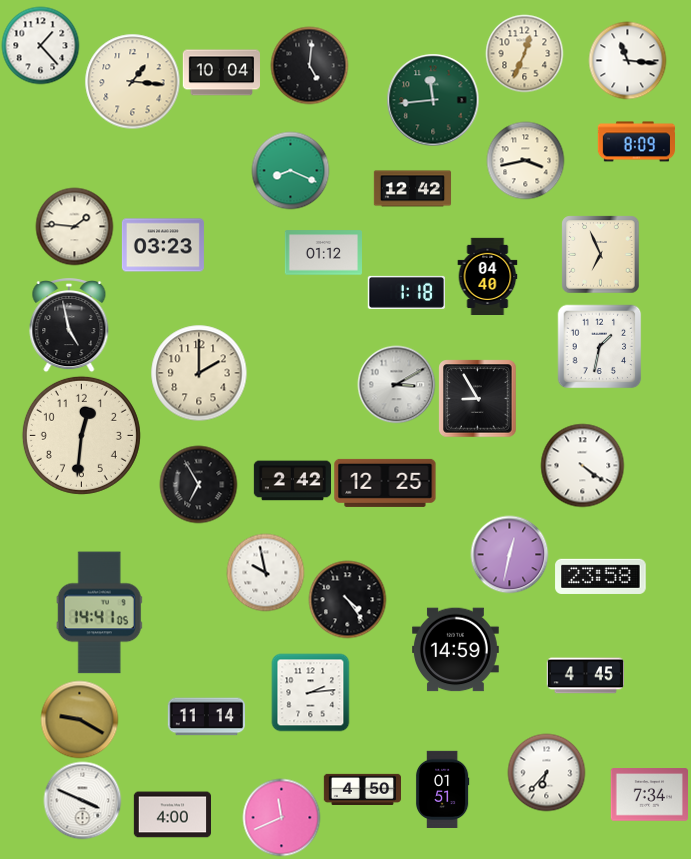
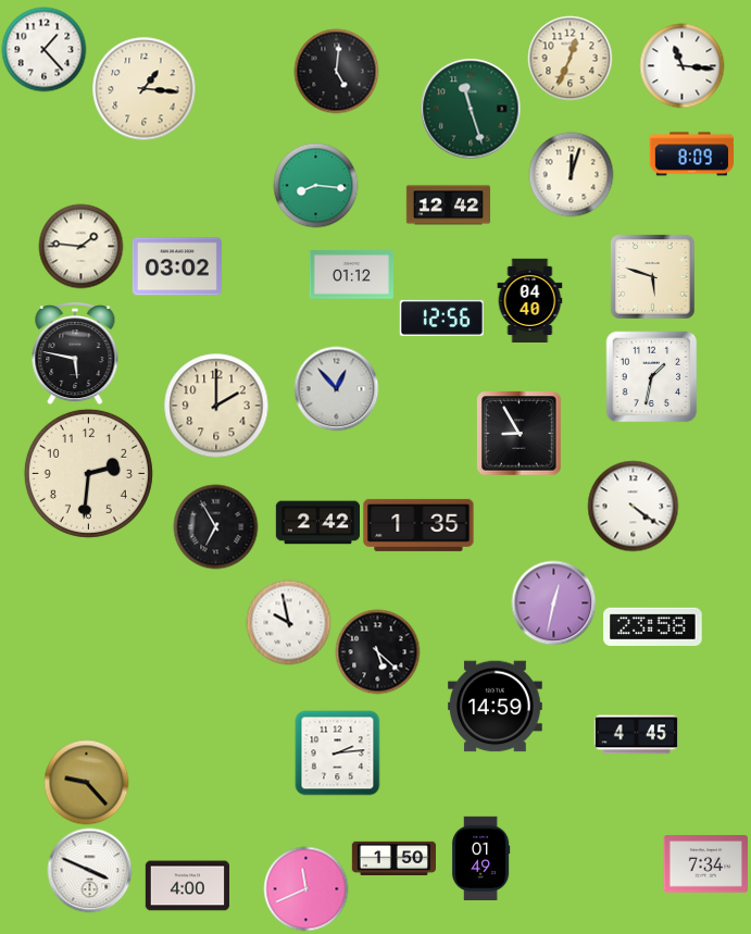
clock at (221, 73): 10:04 -> none
clock at (433, 100): 11:44 -> 11:27
clock at (525, 160): 3:43 -> 12:03
clock at (290, 170): 8:19 -> 8:16
clock at (163, 245): 03:23 -> 03:02
clock at (600, 254): 6:56 -> 5:48
clock at (406, 292): 1:18 -> 12:56
clock at (69, 326): 4:58 -> 5:47
clock at (336, 388): none -> 12:53
clock at (396, 384): 3:10 -> none
clock at (81, 435): 12:31 -> 2:31
clock at (385, 483): 12:25 -> 1:35
clock at (347, 599): 4:24 -> 5:22
clock at (99, 613): 14:41 -> none
clock at (206, 717): 11:14 -> none
clock at (79, 719): 9:20 -> 9:23
clock at (546, 772): 6:37 -> none
clock at (362, 789): 4:50 -> 1:50
clock at (442, 789): 01:51 -> 01:49
